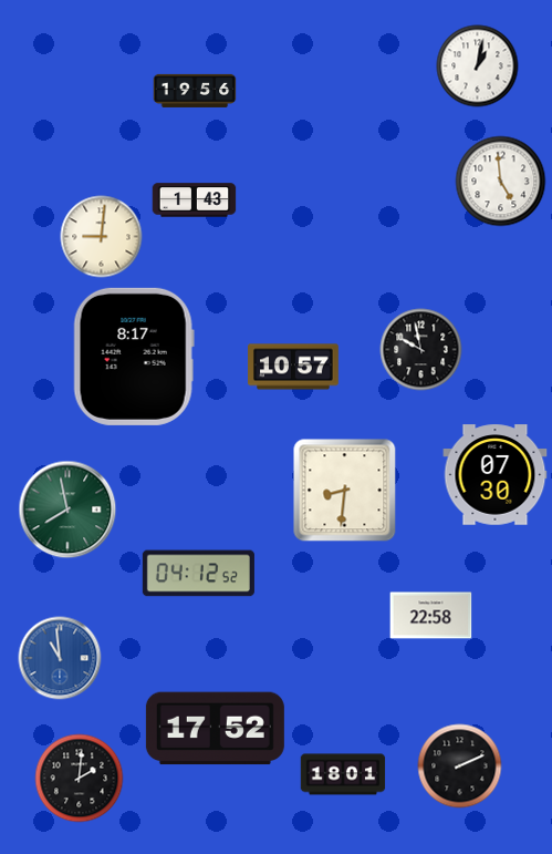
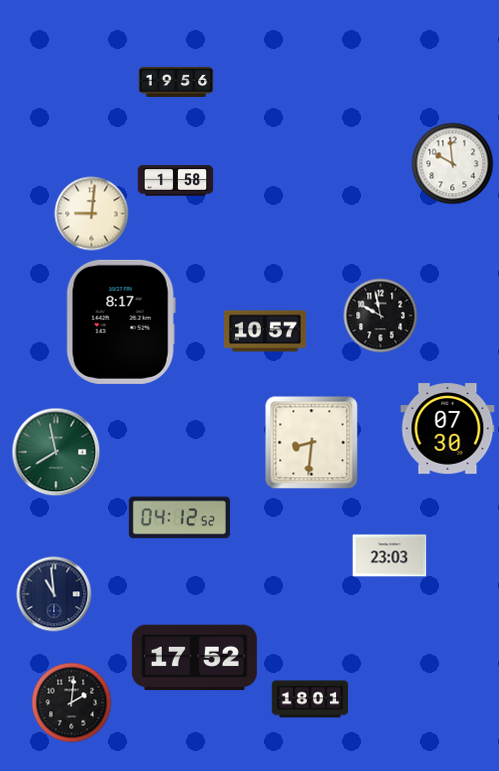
clock at (478, 66): 1:02 -> none
clock at (501, 182): 4:59 -> 9:59
clock at (195, 200): 1:43 -> 1:58
clock at (67, 510) position: (67, 510) -> (56, 452)
clock at (431, 616): 22:58 -> 23:03
clock at (60, 658) dial: blue -> navy
clock at (460, 766): 2:11 -> none
